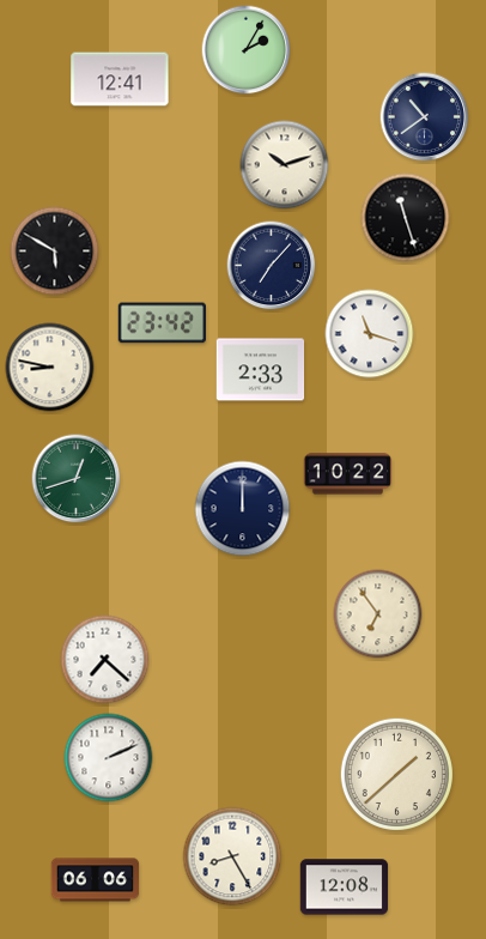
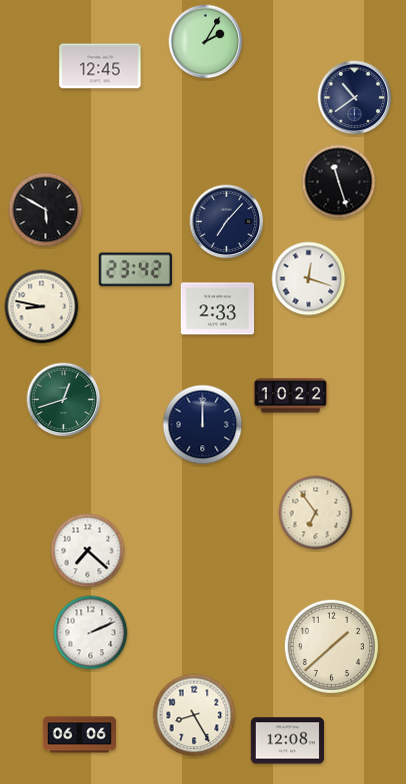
clock at (120, 79): 12:41 -> 12:45
clock at (285, 165): 10:12 -> none
clock at (370, 334): 11:18 -> 12:18
